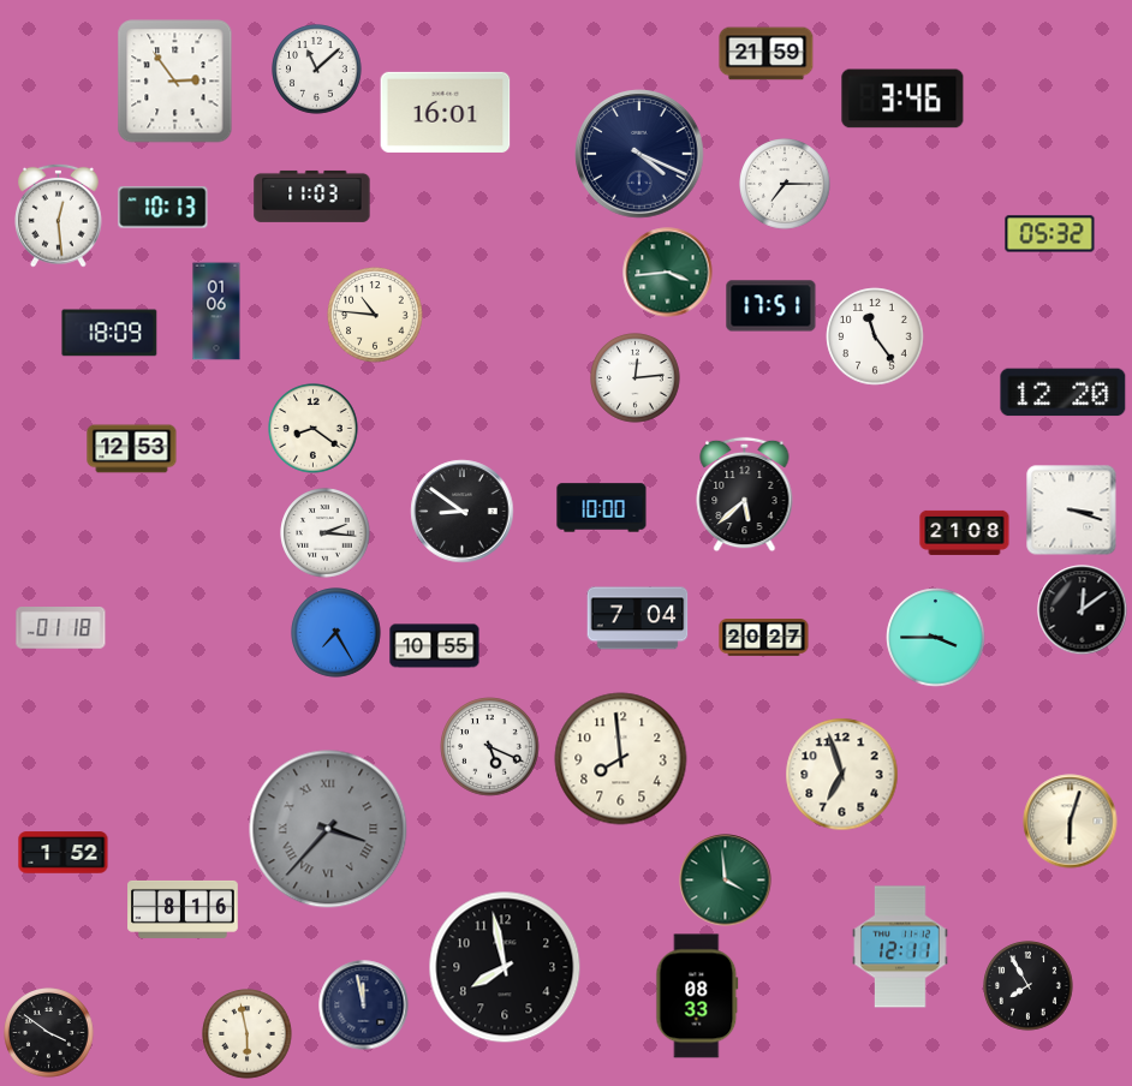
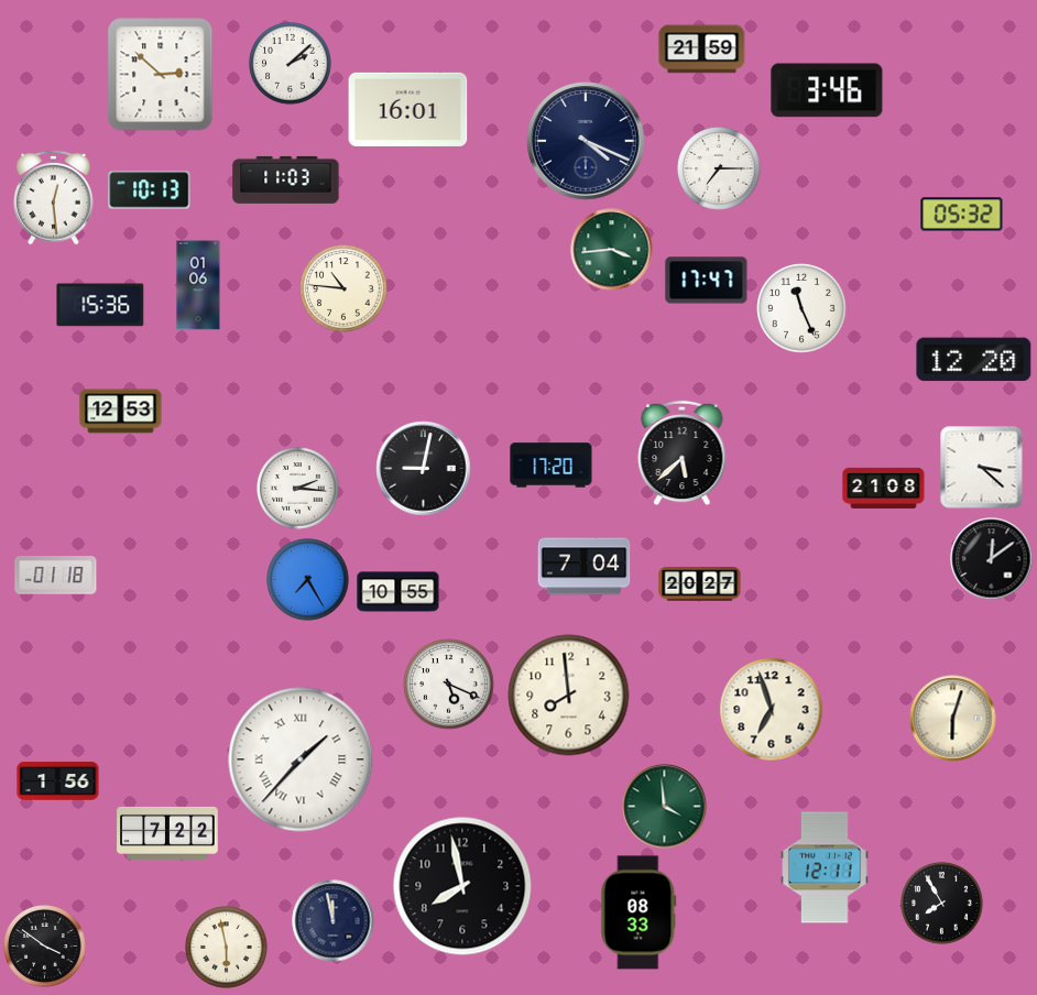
clock at (317, 70): 11:08 -> 2:08
clock at (175, 82): 2:54 -> 2:52
clock at (446, 112) position: (446, 112) -> (408, 109)
clock at (771, 306): 17:51 -> 17:47
clock at (109, 333): 18:09 -> 15:36
clock at (875, 336): 11:24 -> 11:26
clock at (636, 378): 12:14 -> none
clock at (314, 429): 8:21 -> none
clock at (602, 508): 10:00 -> 17:20
clock at (1072, 511): 3:18 -> 3:22
clock at (463, 512): 8:51 -> 9:02
clock at (936, 638): 3:45 -> none
clock at (1071, 822) position: (1071, 822) -> (953, 719)
clock at (328, 829): 3:37 -> 1:37
clock at (328, 829) dial: grey -> white
clock at (64, 853): 1:52 -> 1:56
clock at (183, 909): 8:16 -> 7:22
